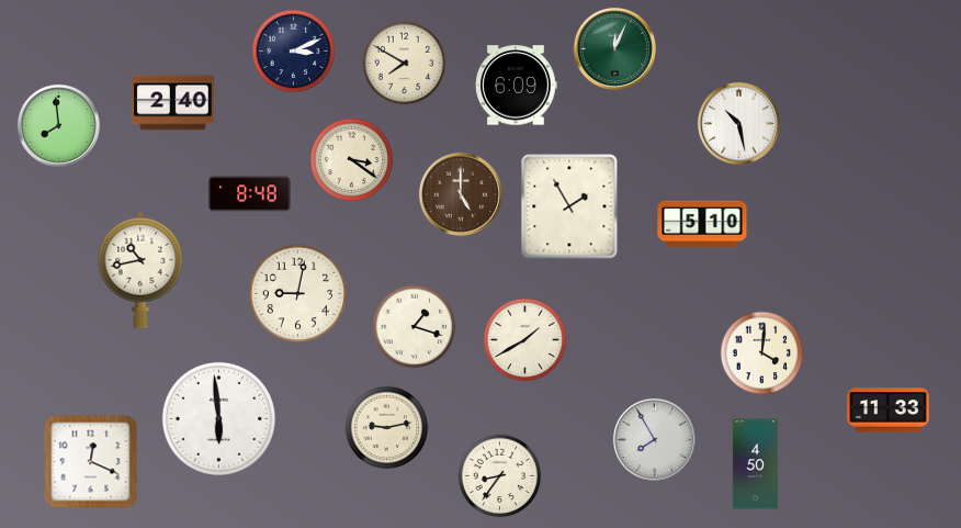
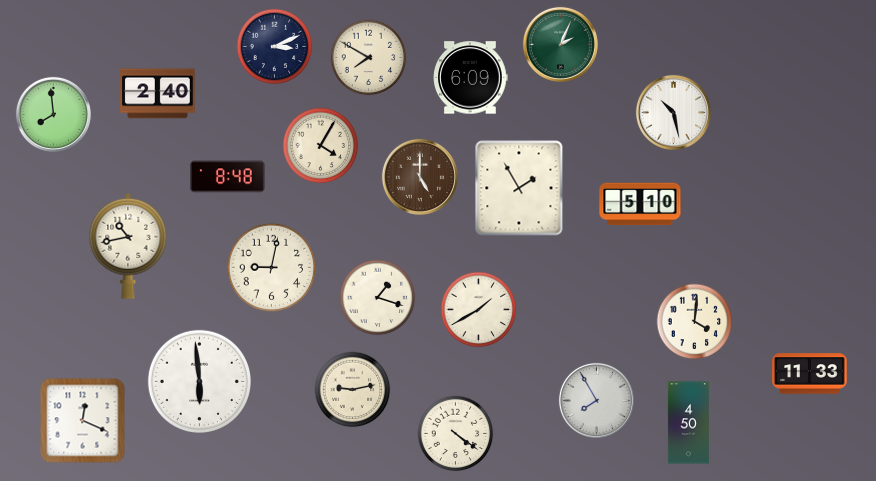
clock at (614, 48): 12:04 -> 2:04
clock at (294, 52) position: (294, 52) -> (275, 47)
clock at (352, 160): 3:21 -> 4:05
clock at (500, 476): 8:36 -> 4:21
